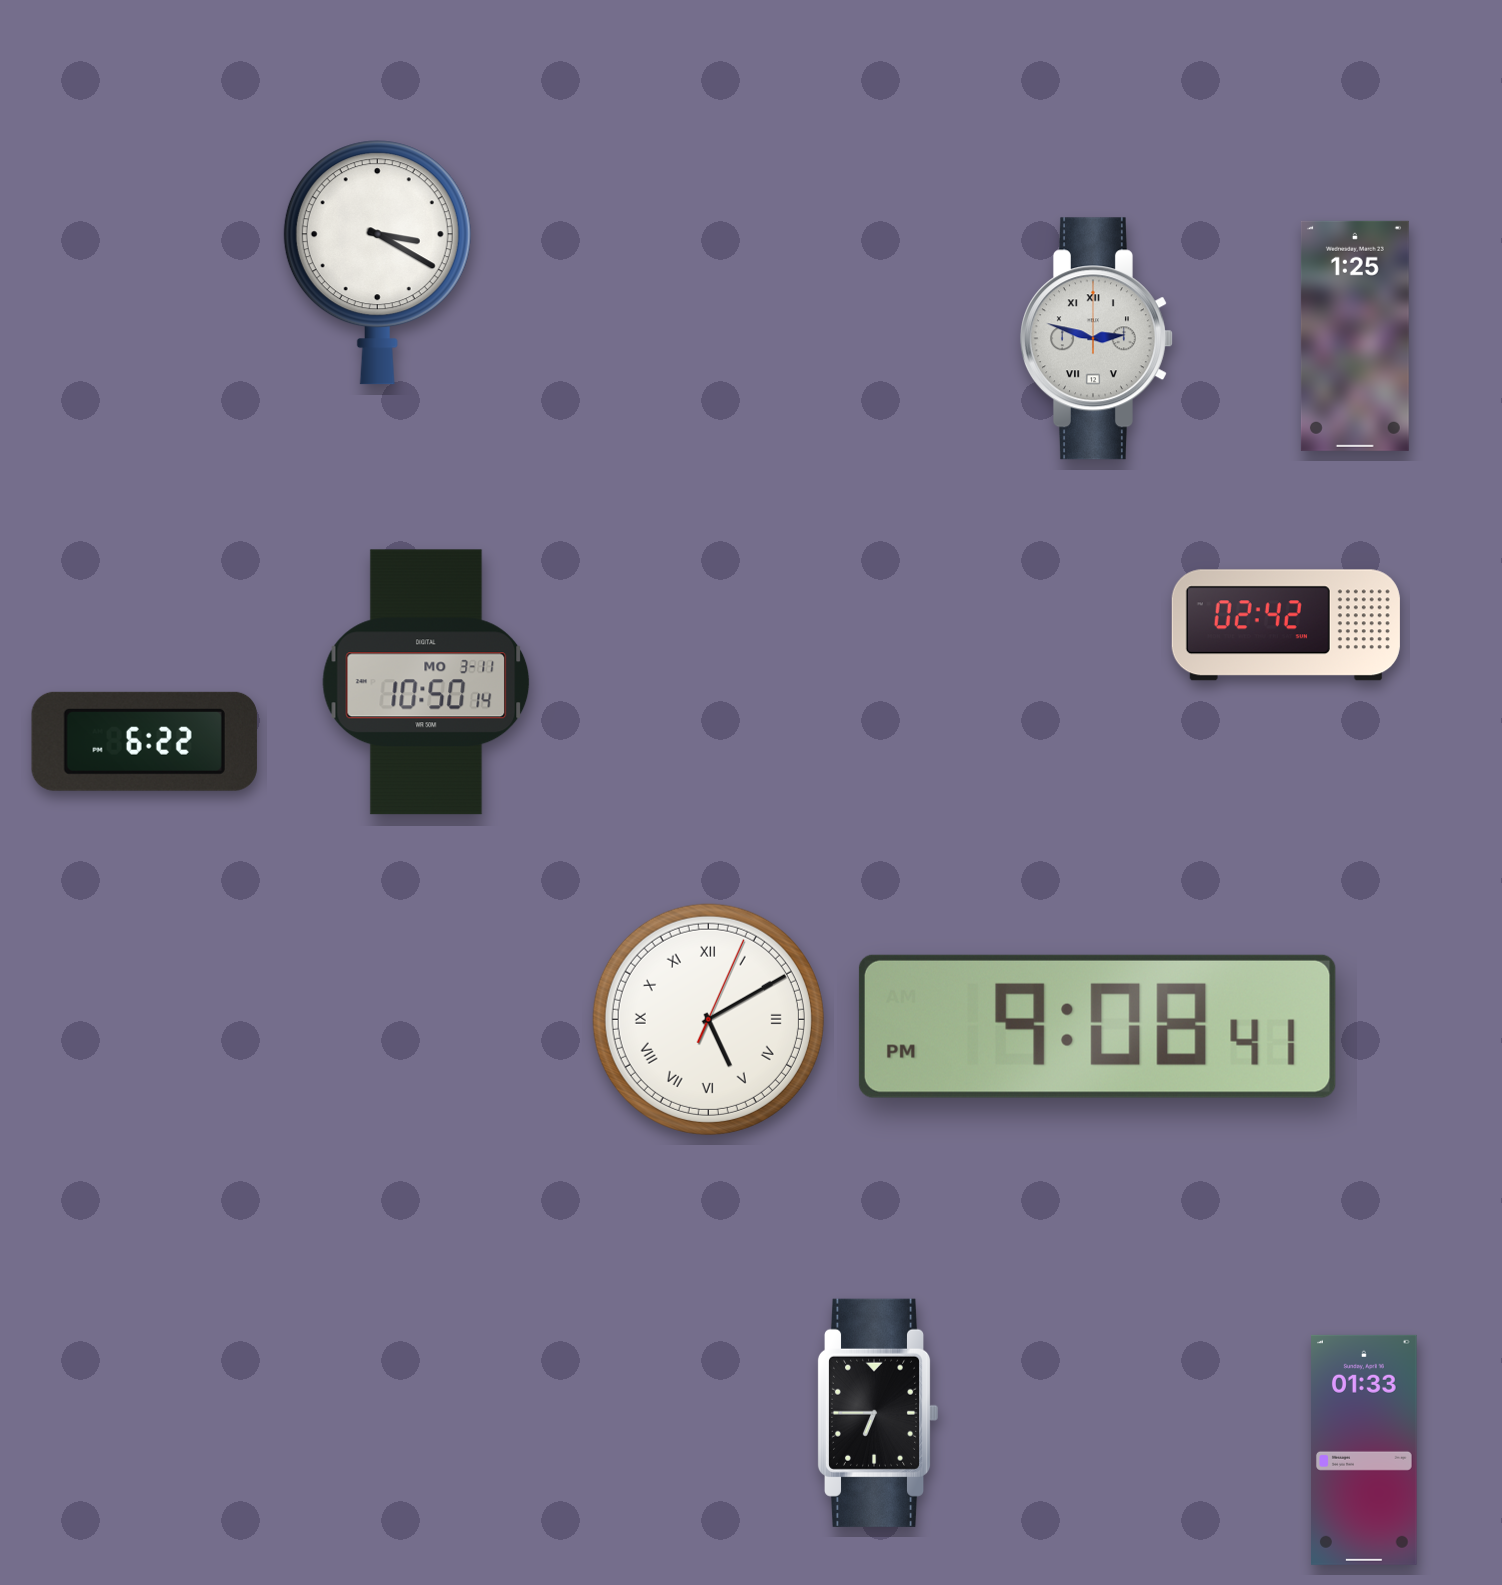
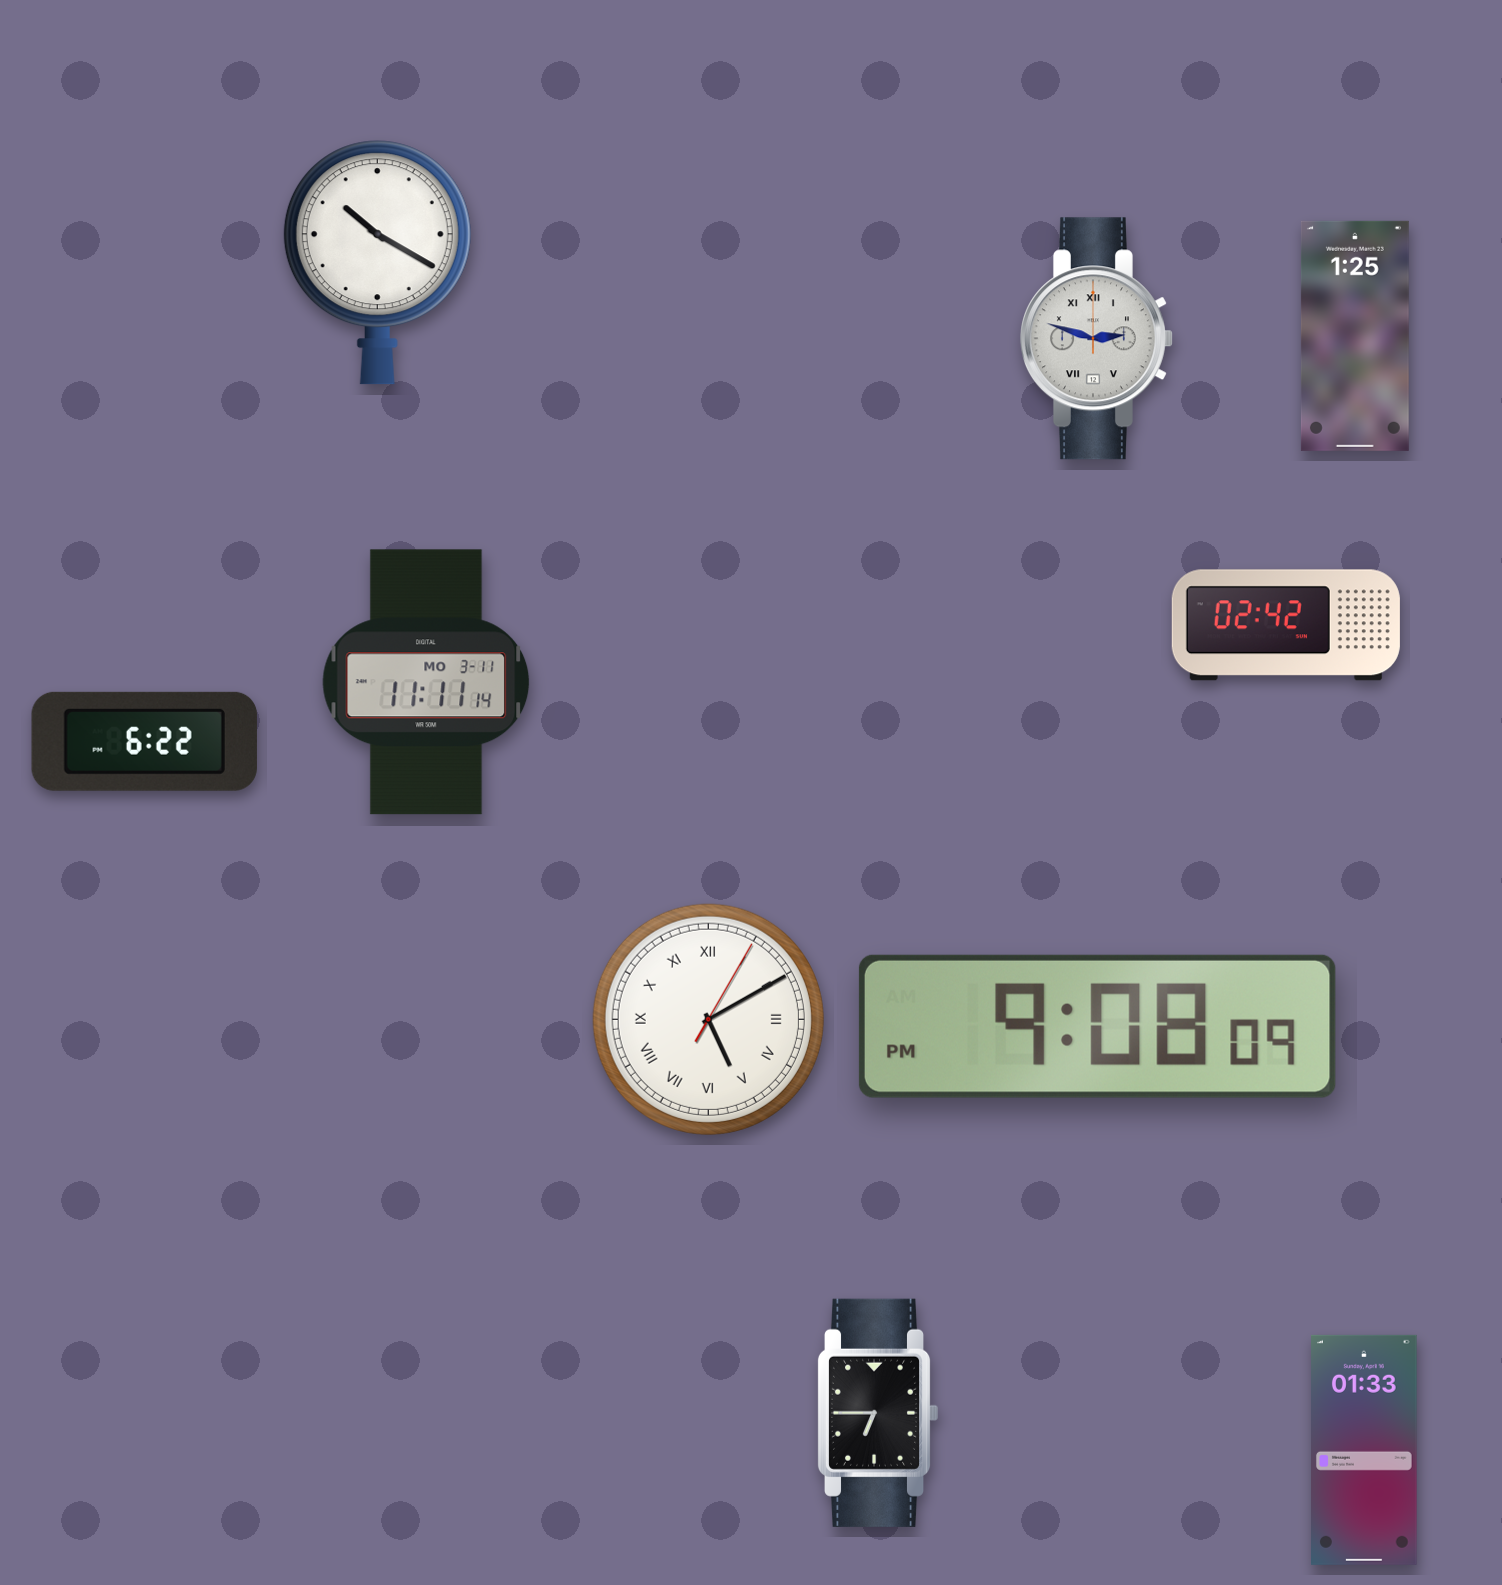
clock at (377, 263): 3:20 -> 10:20
clock at (426, 682): 10:50 -> 11:11
clock at (708, 1019): 5:10:04 -> 5:10:05
clock at (1097, 1026): 9:08:41 PM -> 9:08:09 PM
